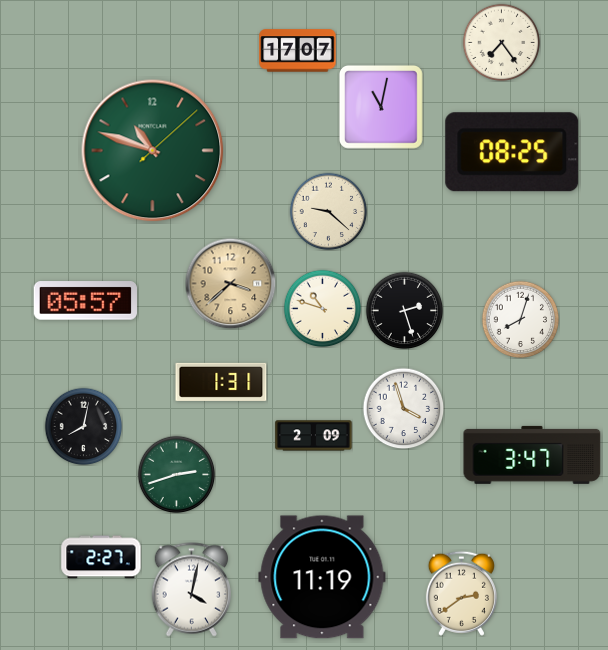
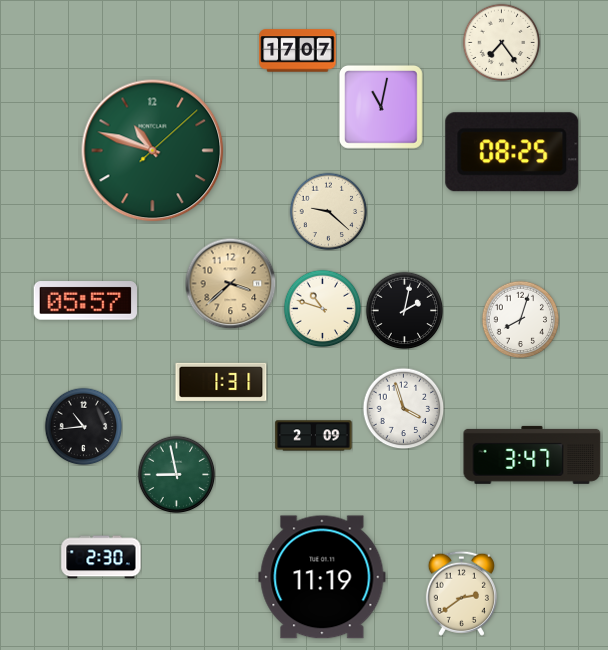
clock at (404, 310): 2:27 -> 2:02
clock at (83, 426): 8:02 -> 10:44
clock at (176, 474): 2:42 -> 8:58
clock at (101, 557): 2:27 -> 2:30
clock at (191, 590): 4:02 -> none
